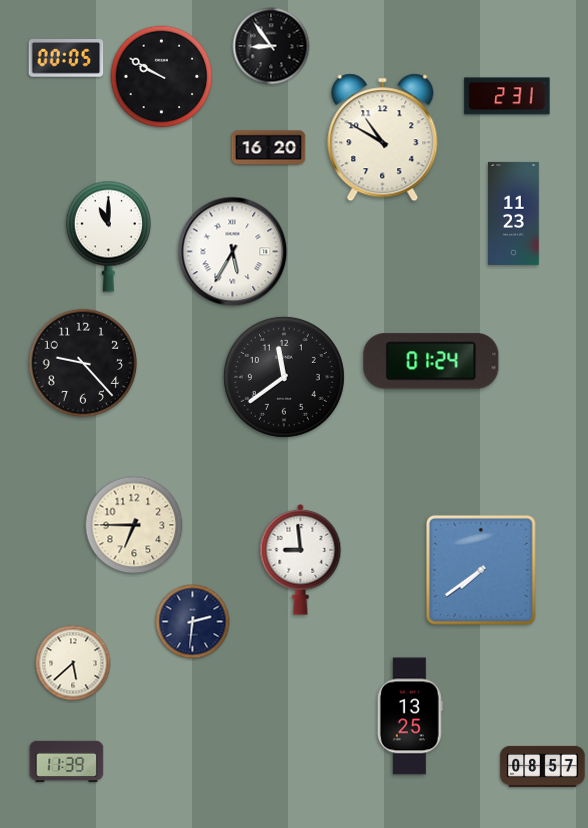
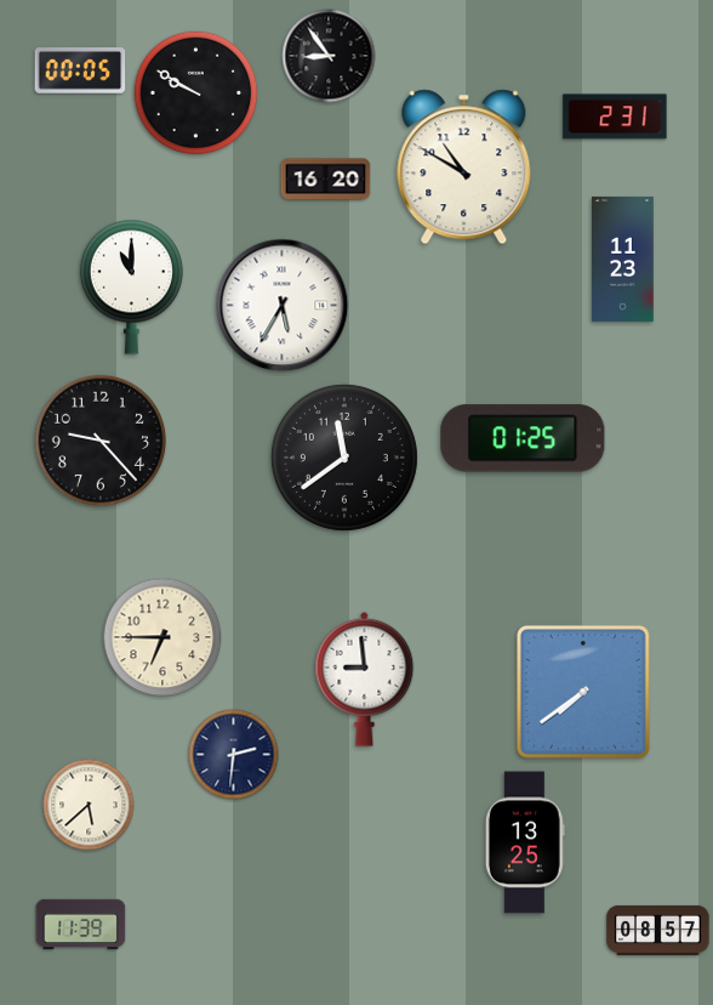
clock at (431, 361): 01:24 -> 01:25
clock at (410, 716) position: (410, 716) -> (525, 842)
